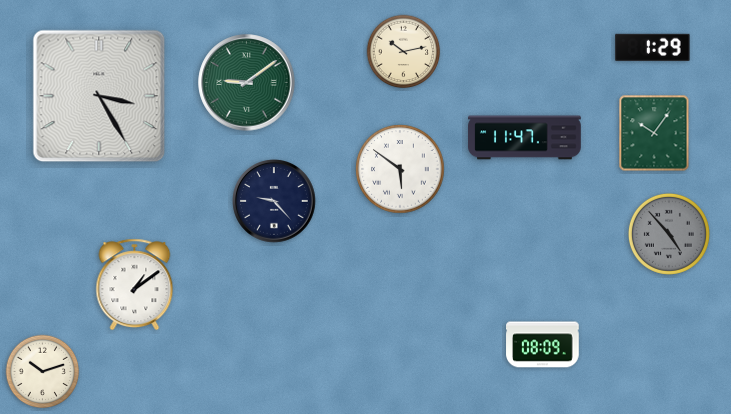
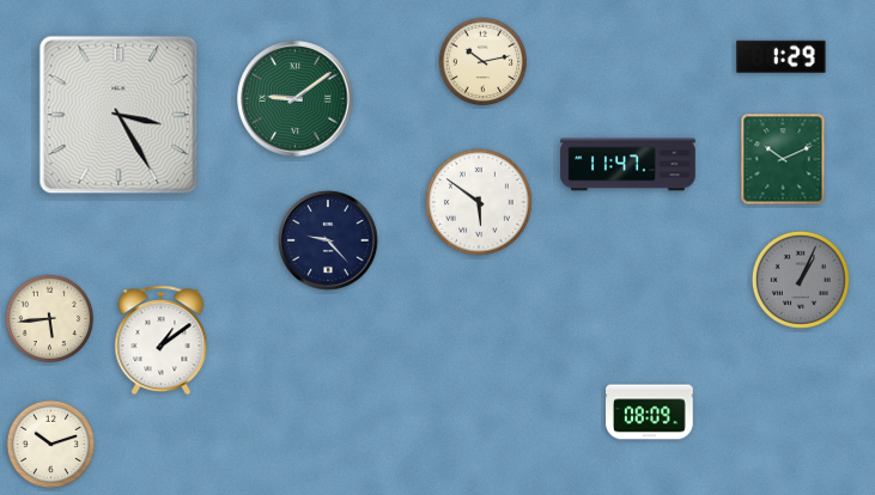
clock at (654, 133): 10:06 -> 10:11
clock at (669, 234): 4:53 -> 1:04
clock at (50, 319): none -> 5:44
